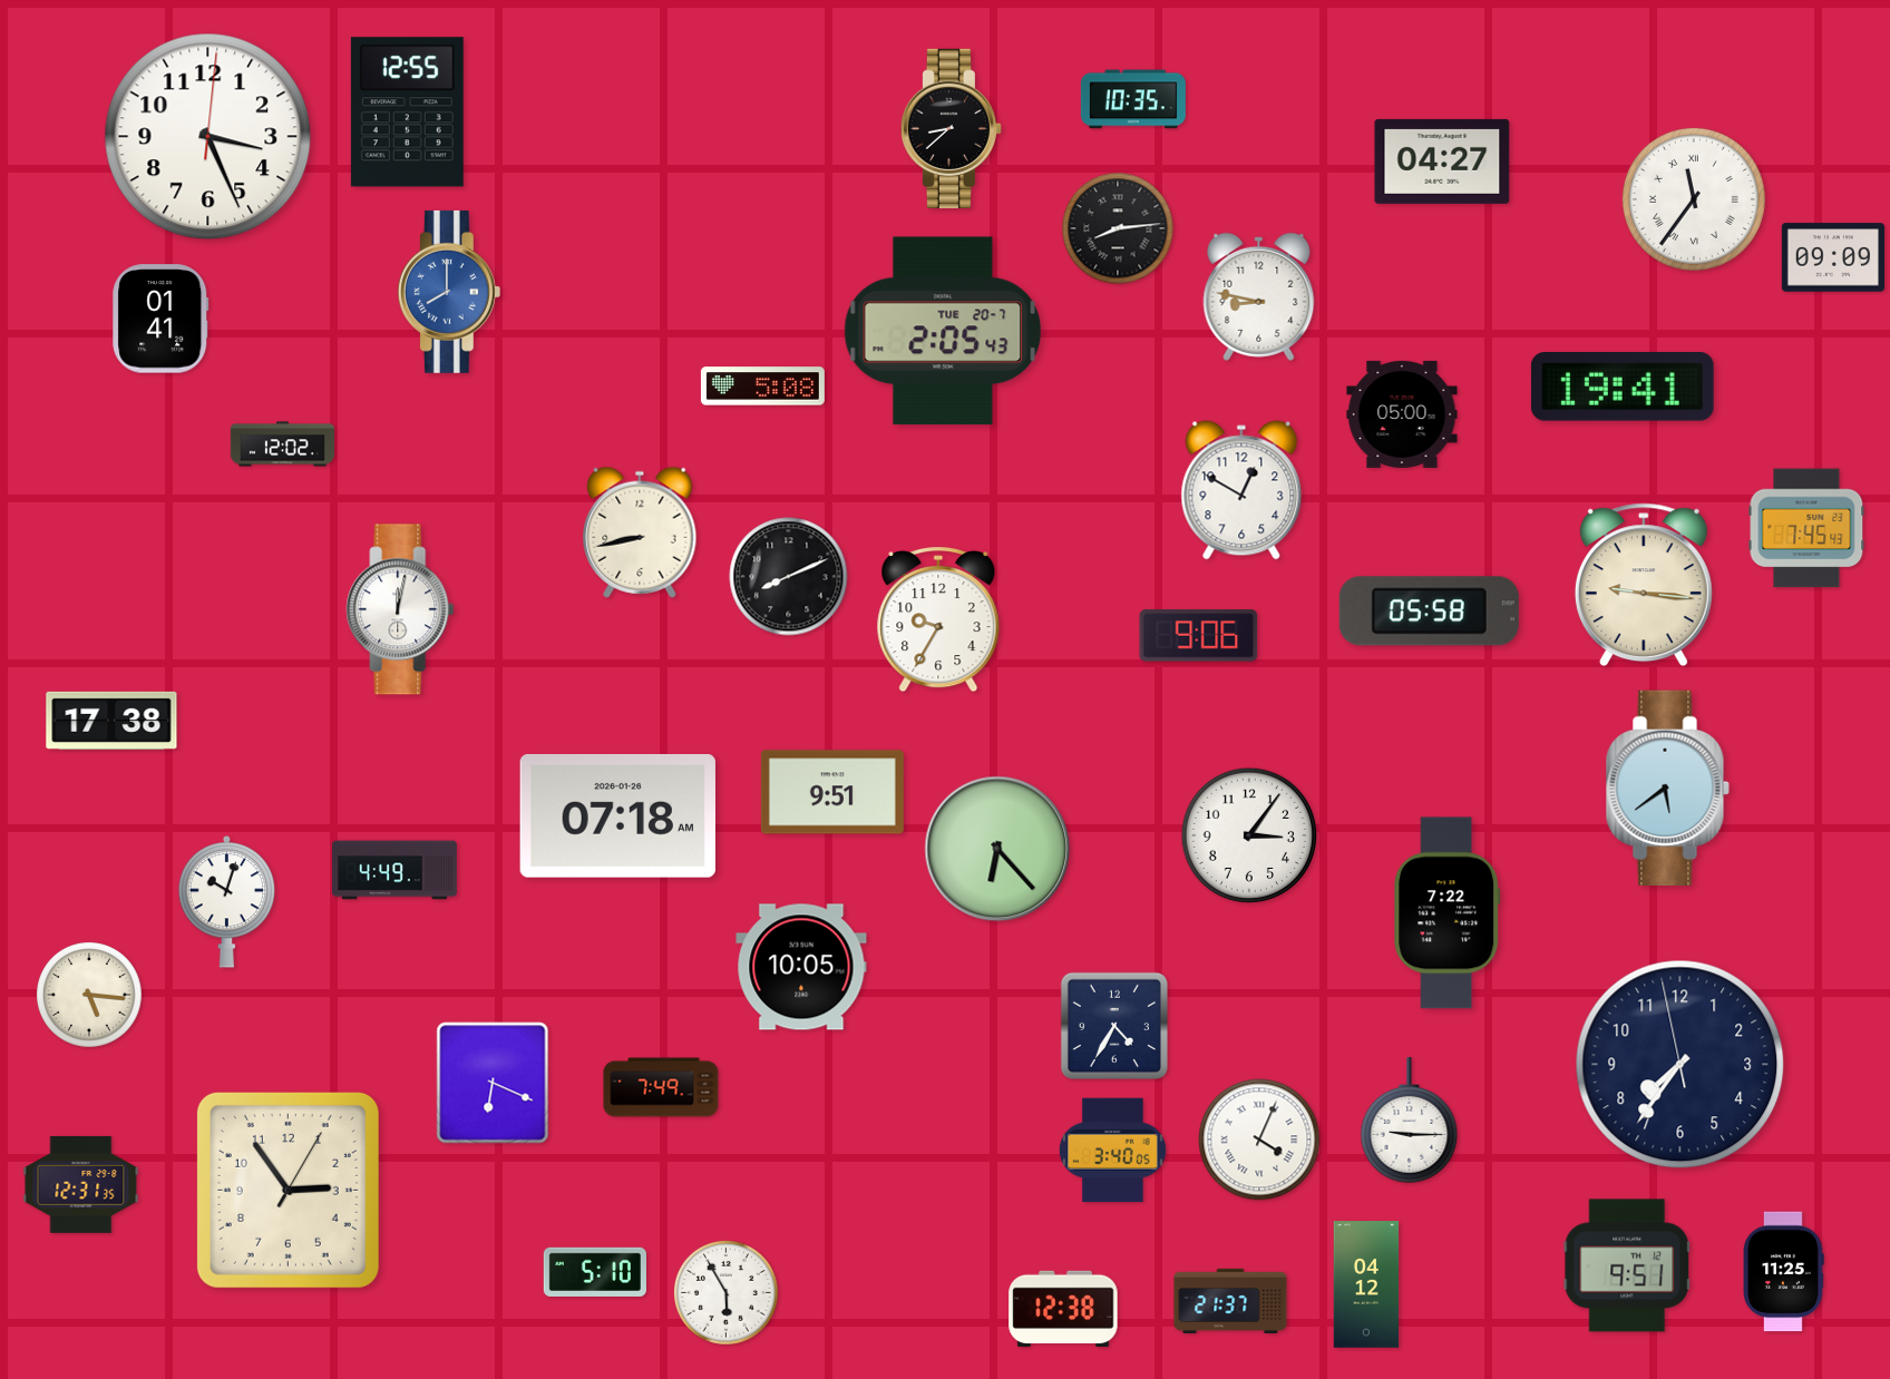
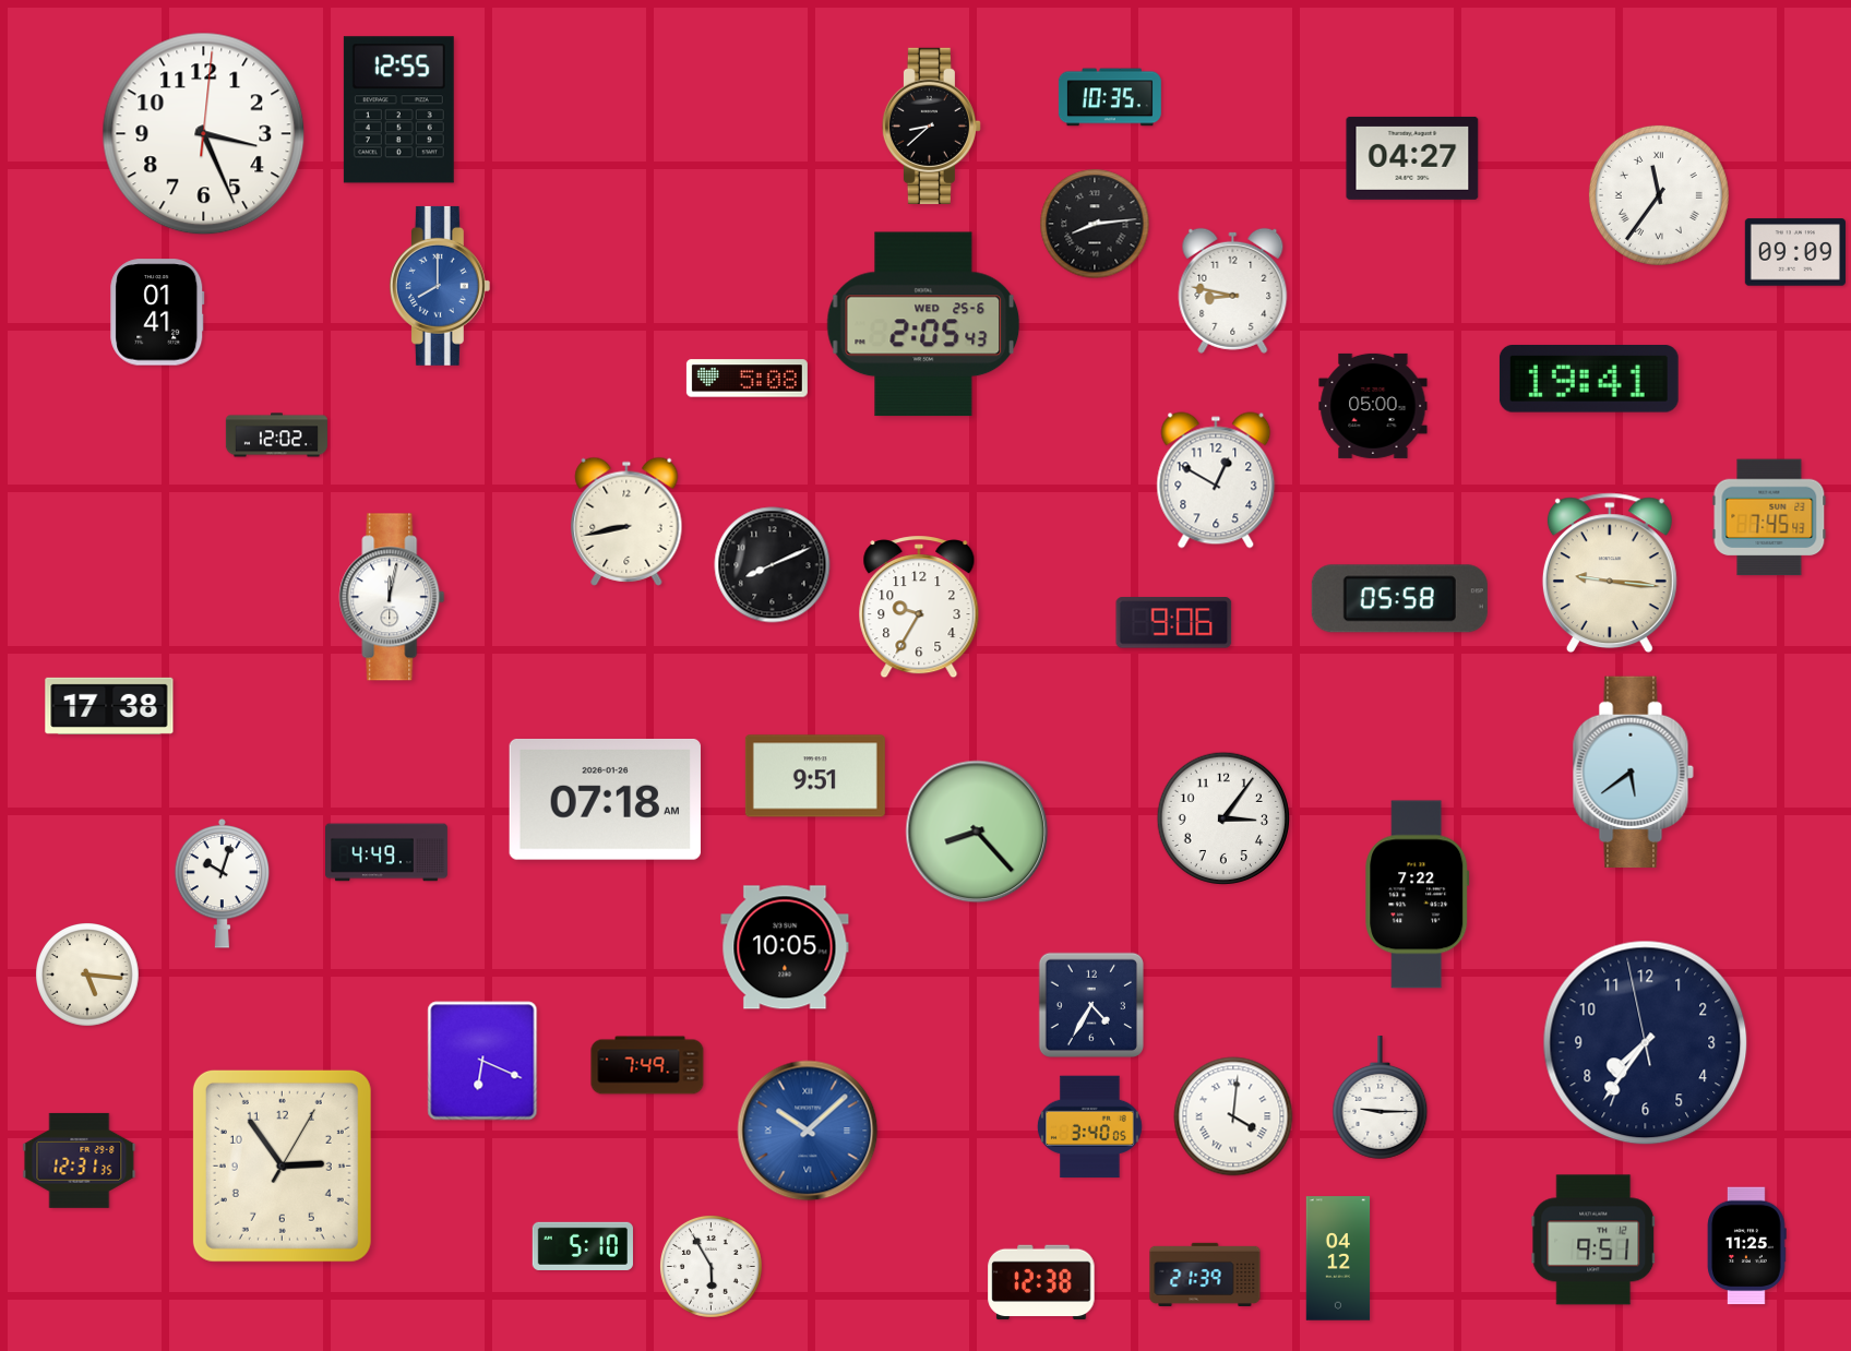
clock at (943, 331) date: TUE 20-7 -> WED 25-6
clock at (997, 849): 6:23 -> 8:23
clock at (1259, 1140): 4:04 -> 4:01
clock at (808, 1131): none -> 10:08
clock at (1230, 1301): 21:37 -> 21:39
